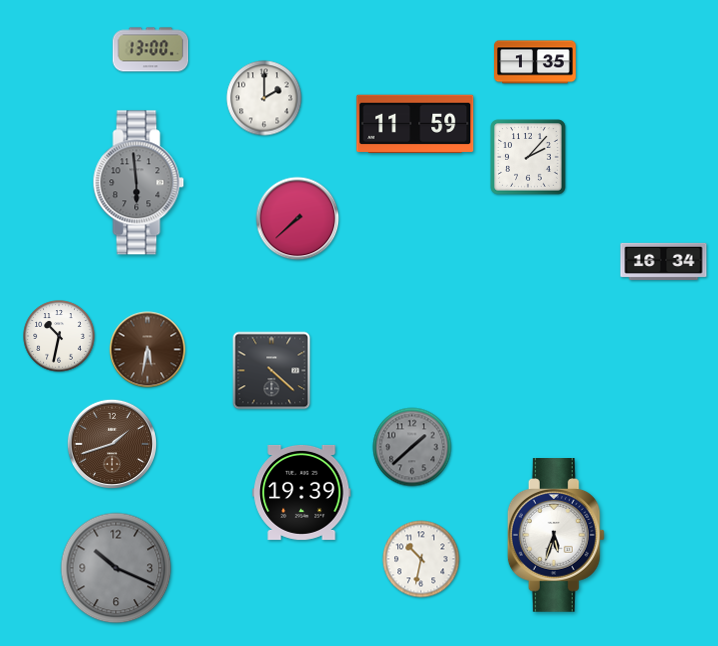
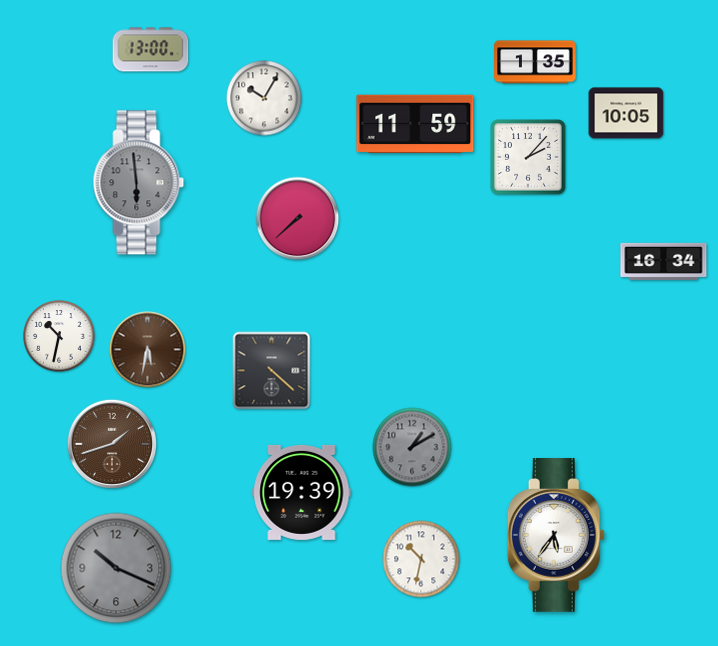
clock at (264, 98): 2:00 -> 10:05
clock at (626, 113): none -> 10:05
clock at (412, 447): 1:38 -> 1:10
clock at (556, 536): 5:33 -> 5:36
